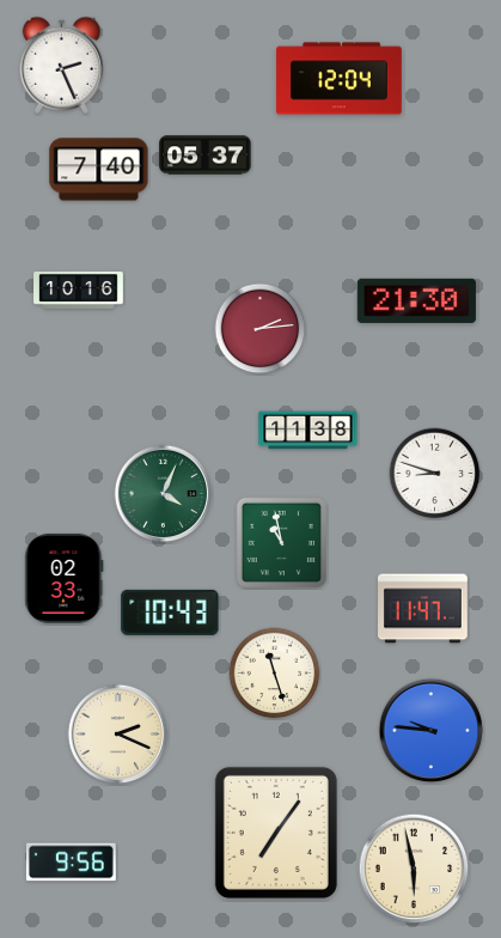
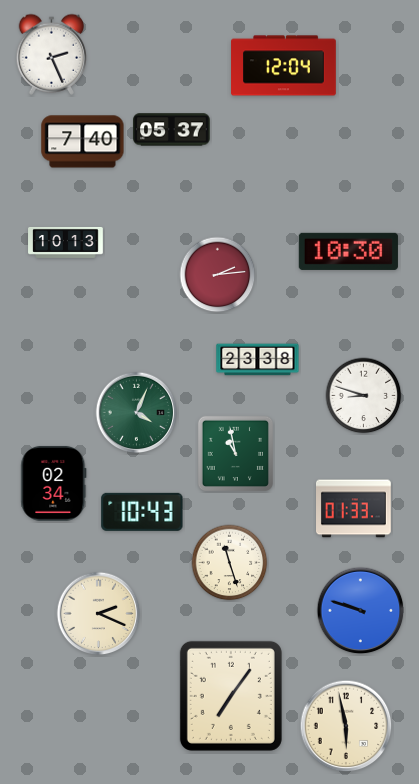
clock at (79, 290): 10:16 -> 10:13
clock at (416, 300): 21:30 -> 10:30
clock at (308, 431): 11:38 -> 23:38
clock at (65, 578): 02:33 -> 02:34
clock at (423, 609): 11:47 -> 01:33
clock at (432, 731): 9:46 -> 9:48
clock at (71, 863): 9:56 -> none
